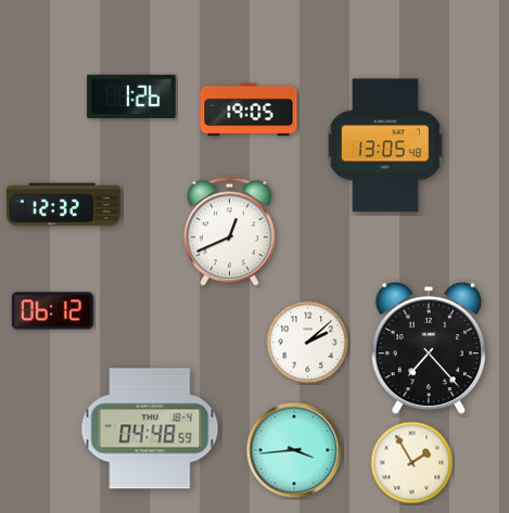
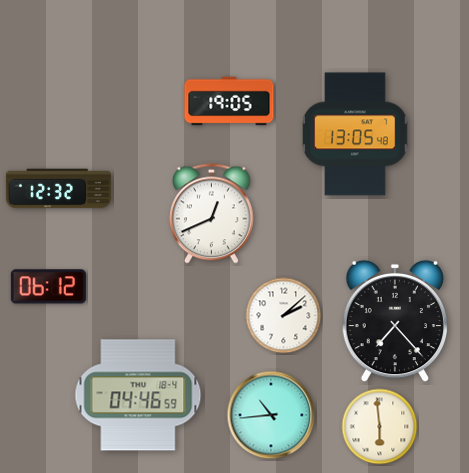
clock at (131, 97): 1:26 -> none
clock at (150, 428): 04:48 -> 04:46
clock at (294, 450): 3:44 -> 10:44
clock at (412, 463): 1:55 -> 5:59
